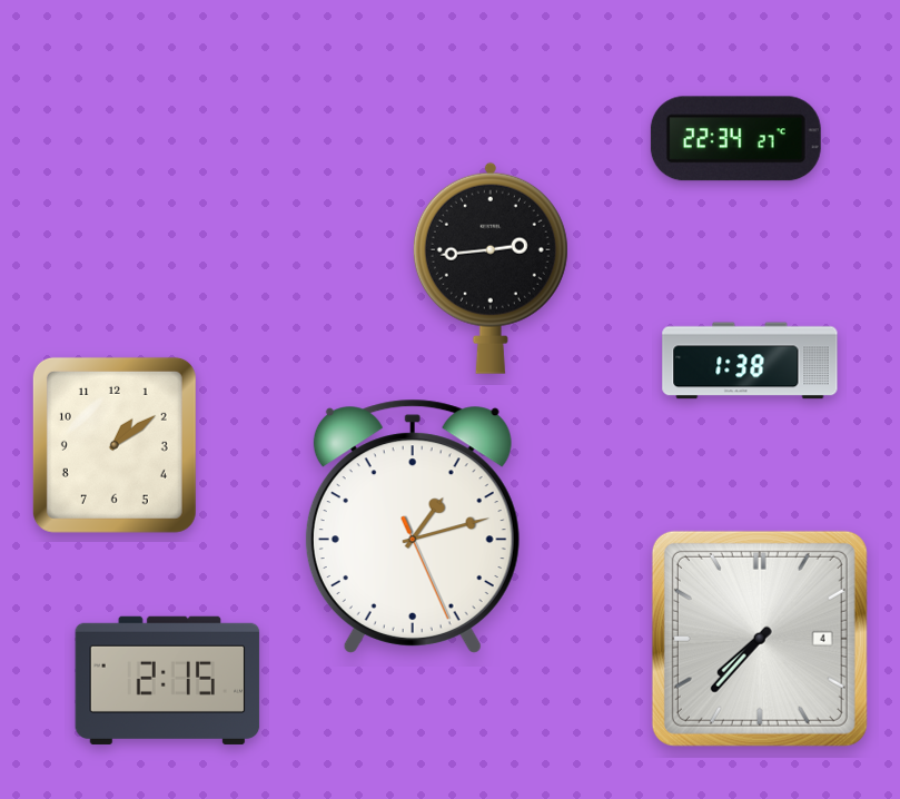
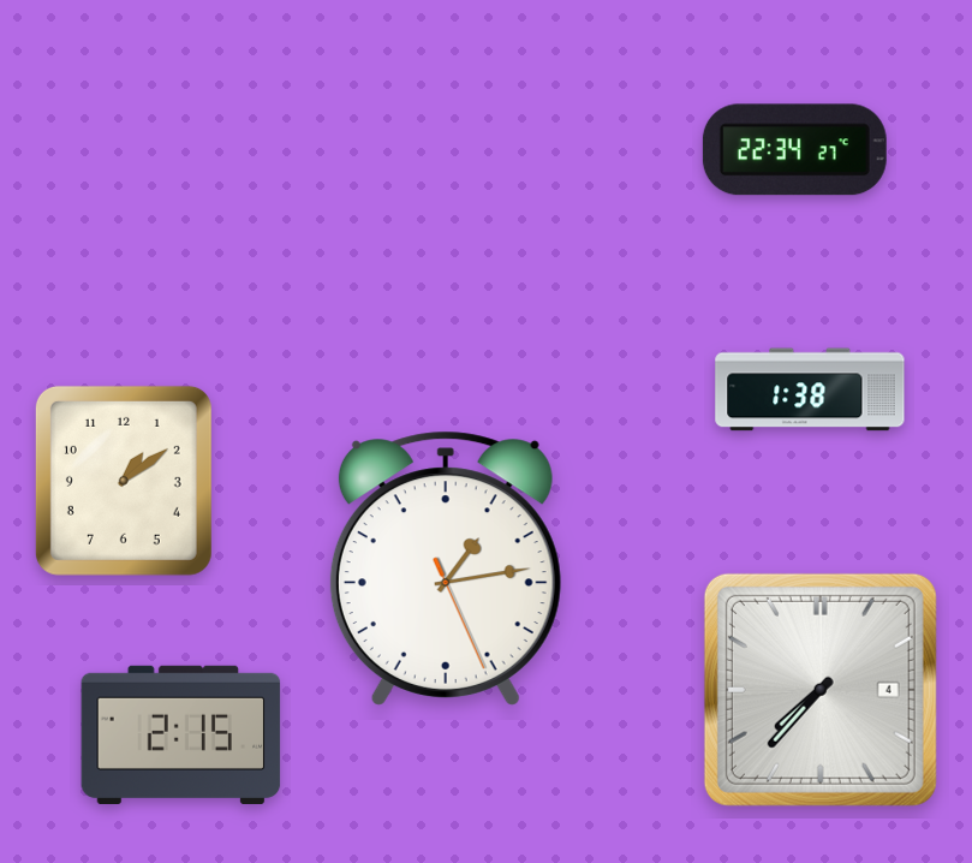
clock at (491, 268): 2:44 -> none
clock at (413, 526): 1:12 -> 1:13
